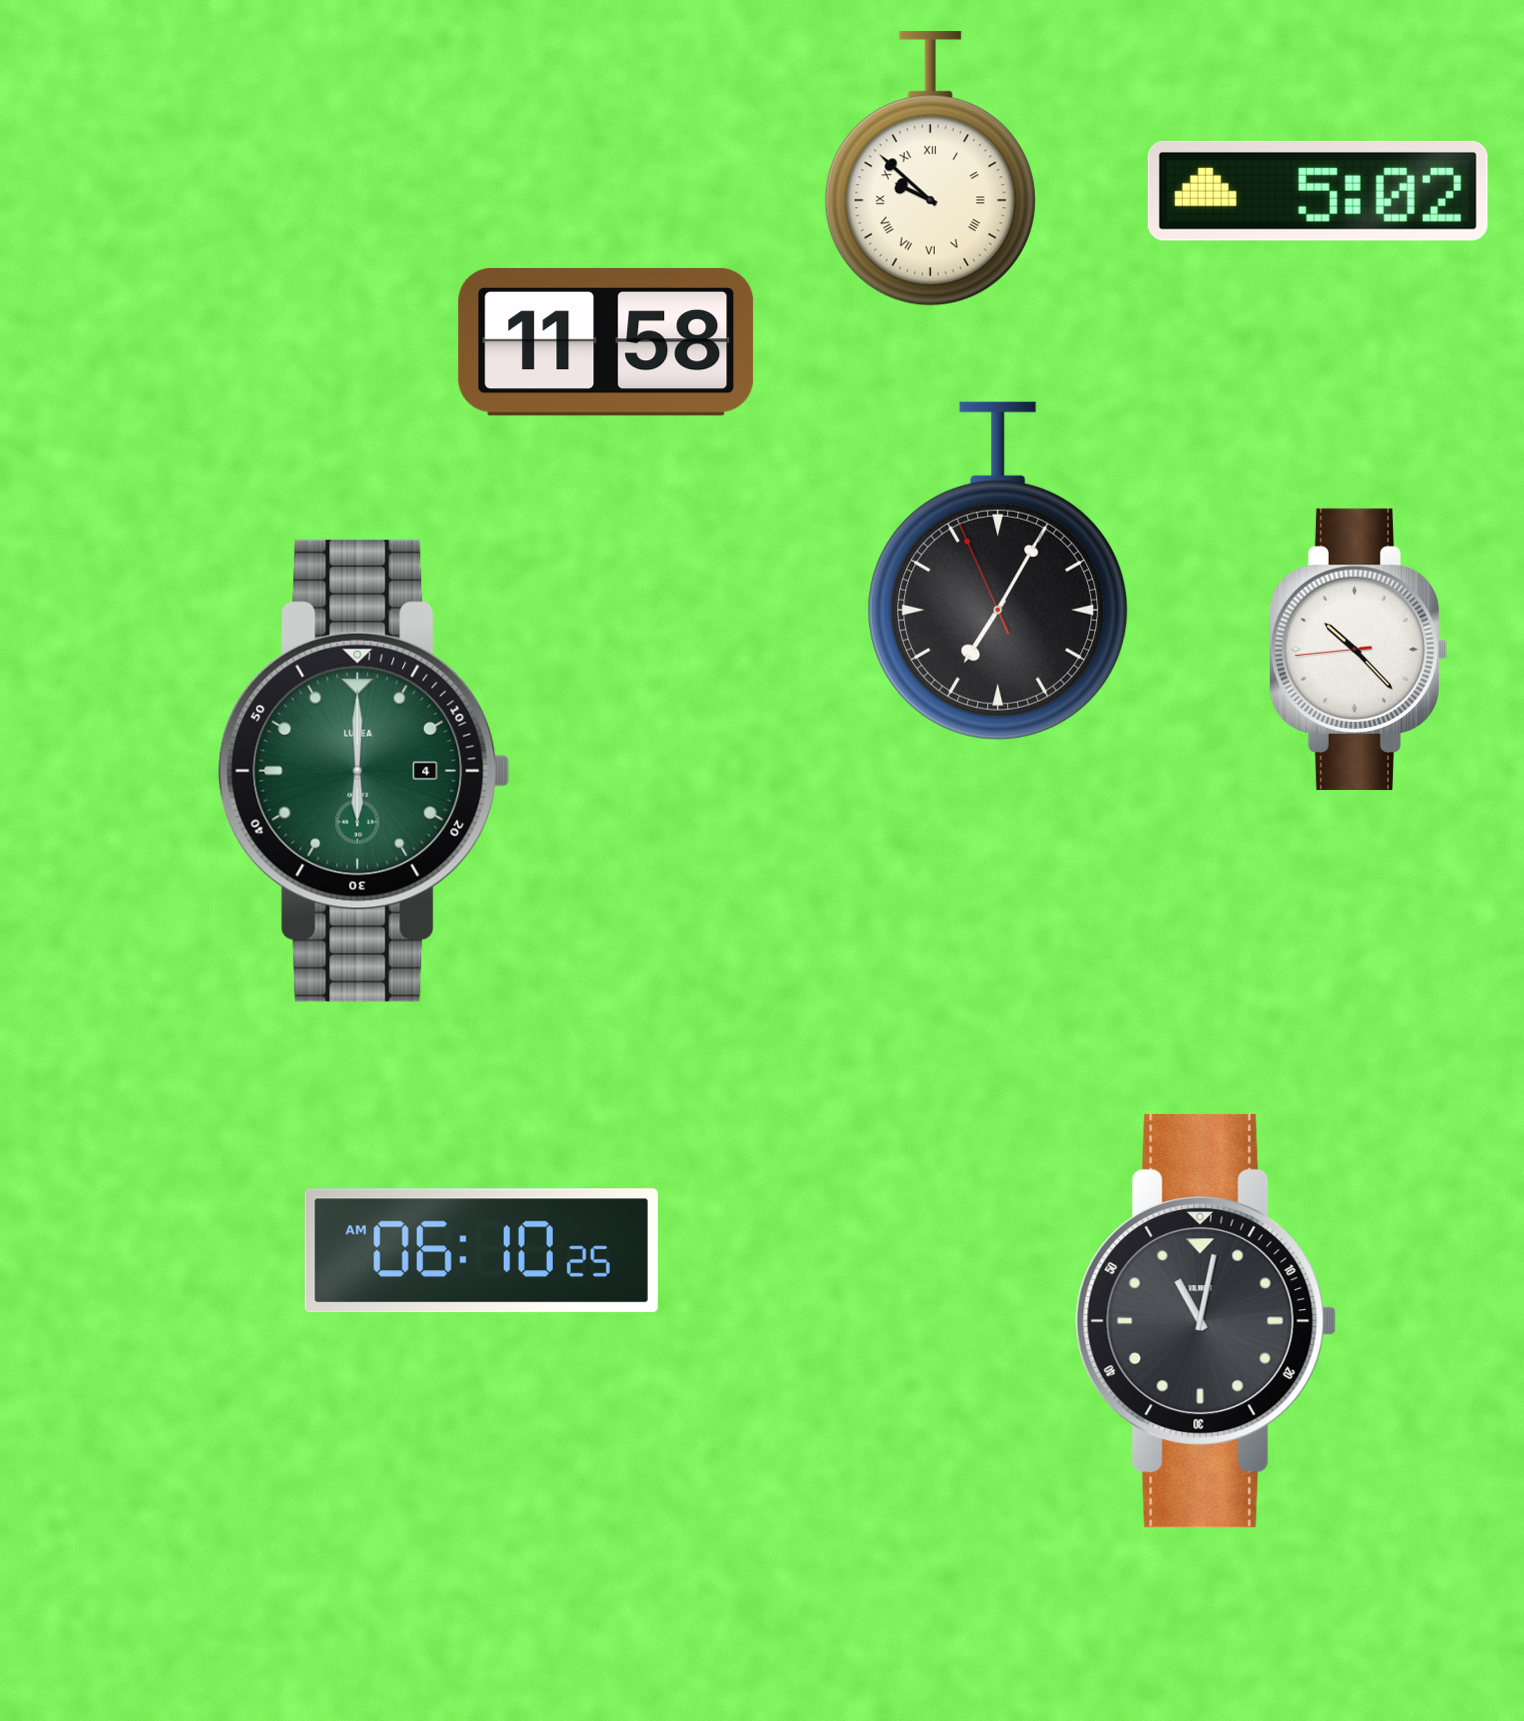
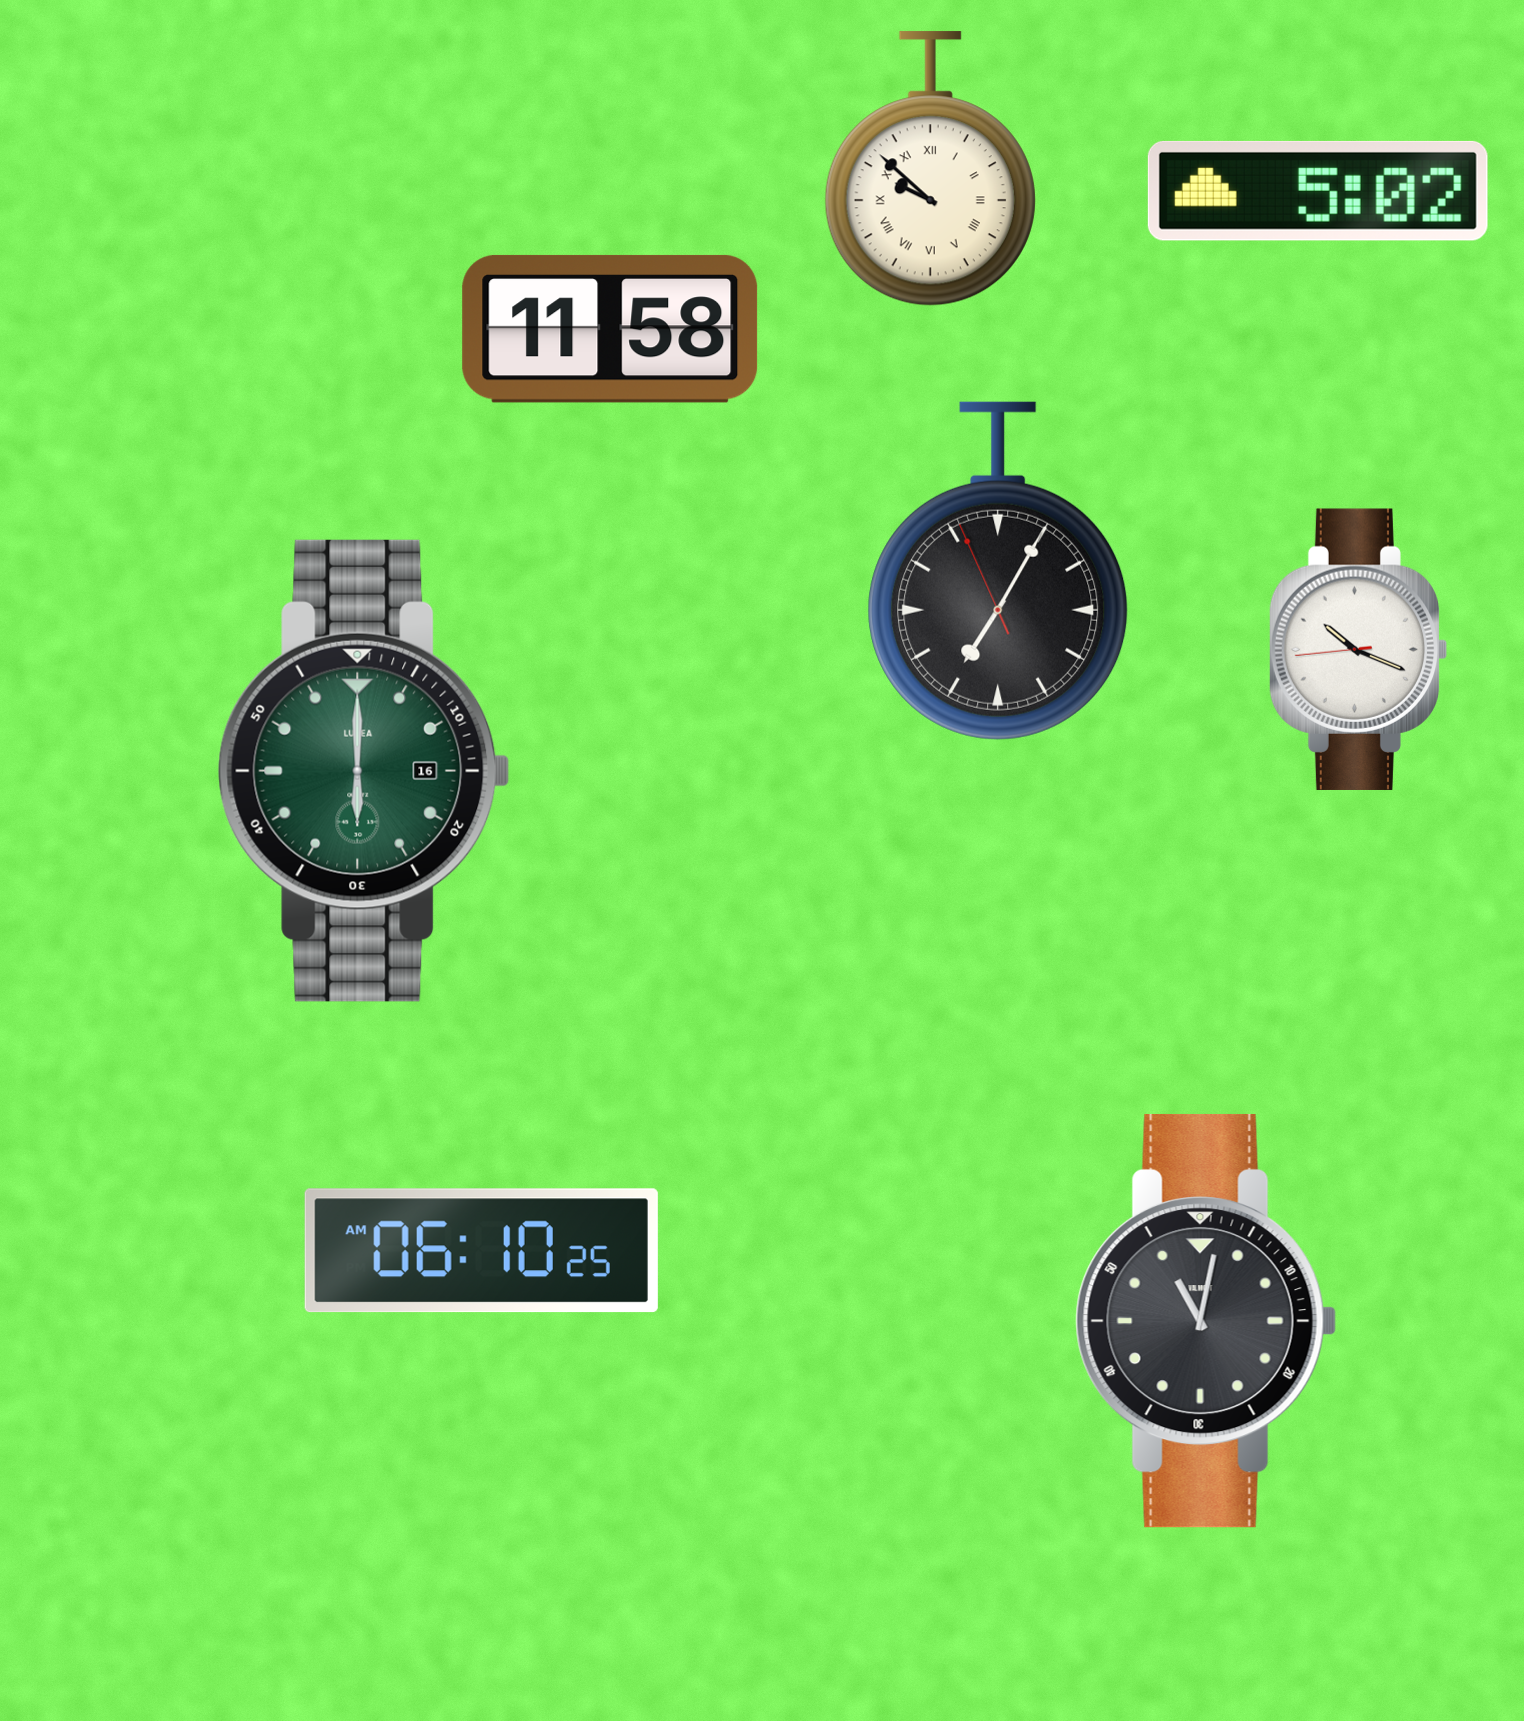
clock at (606, 342) position: (606, 342) -> (610, 329)
clock at (1358, 649): 10:22 -> 10:18
clock at (364, 771) date: 4 -> 16
